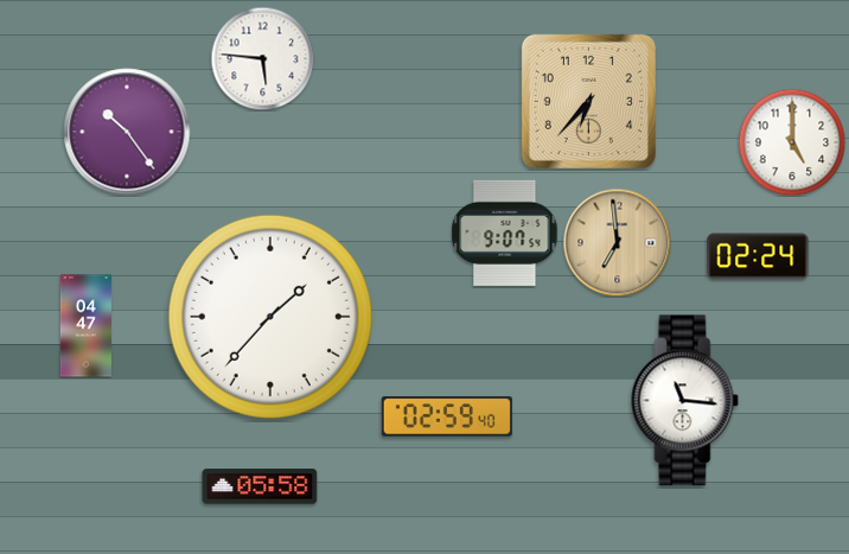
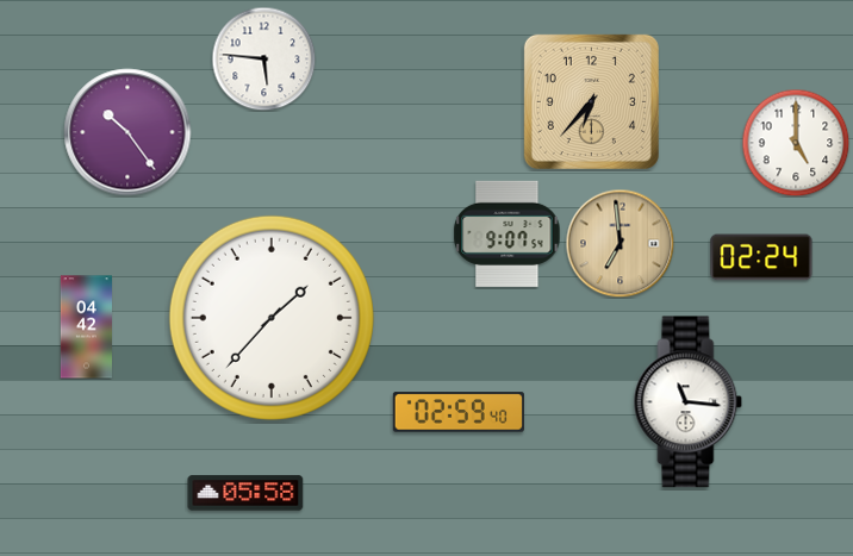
clock at (85, 326): 04:47 -> 04:42
clock at (447, 416) position: (447, 416) -> (459, 412)
clock at (260, 486) position: (260, 486) -> (245, 493)
